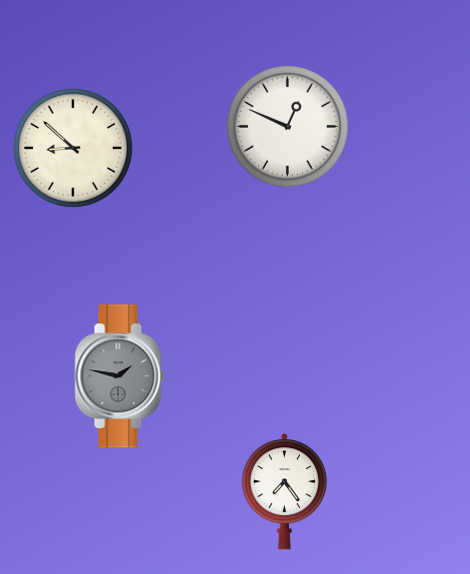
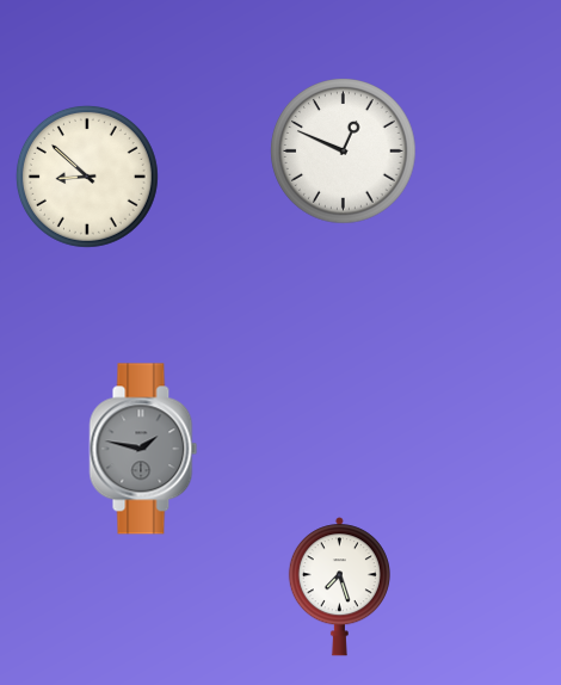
clock at (284, 492): 7:24 -> 7:27
